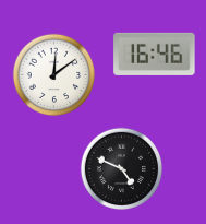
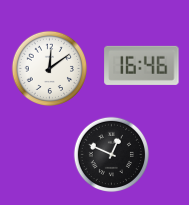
clock at (155, 54) position: (155, 54) -> (142, 65)
clock at (122, 169): 4:49 -> 12:49
